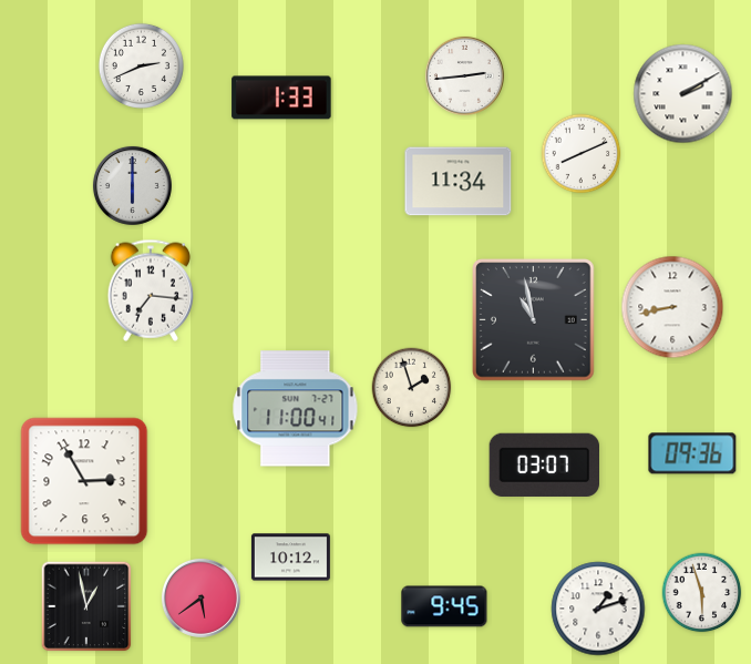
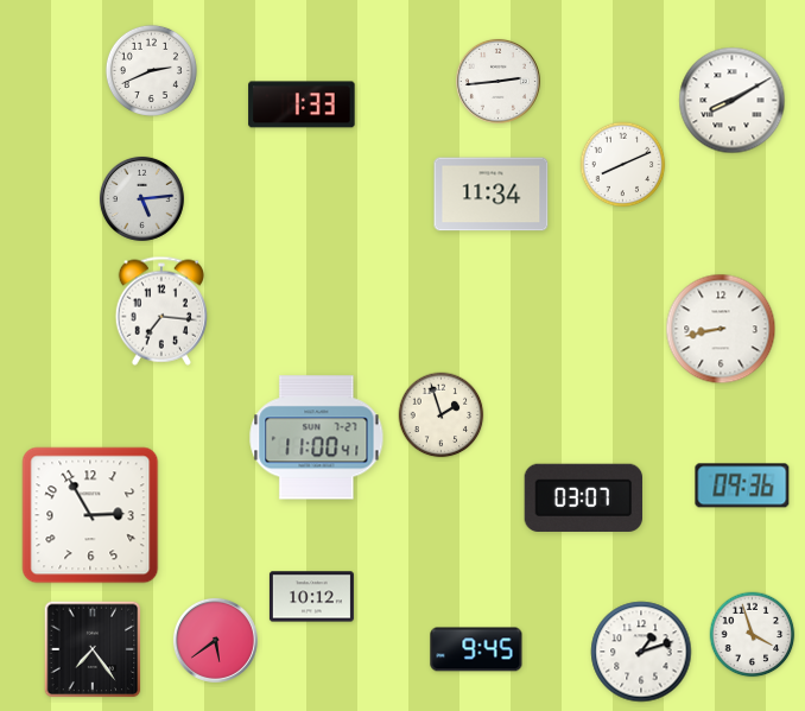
clock at (683, 94): 2:10 -> 8:10
clock at (132, 185): 6:00 -> 5:14
clock at (534, 320): 10:58 -> none
clock at (702, 593): 5:57 -> 3:57
clock at (86, 606): 12:58 -> 7:24
